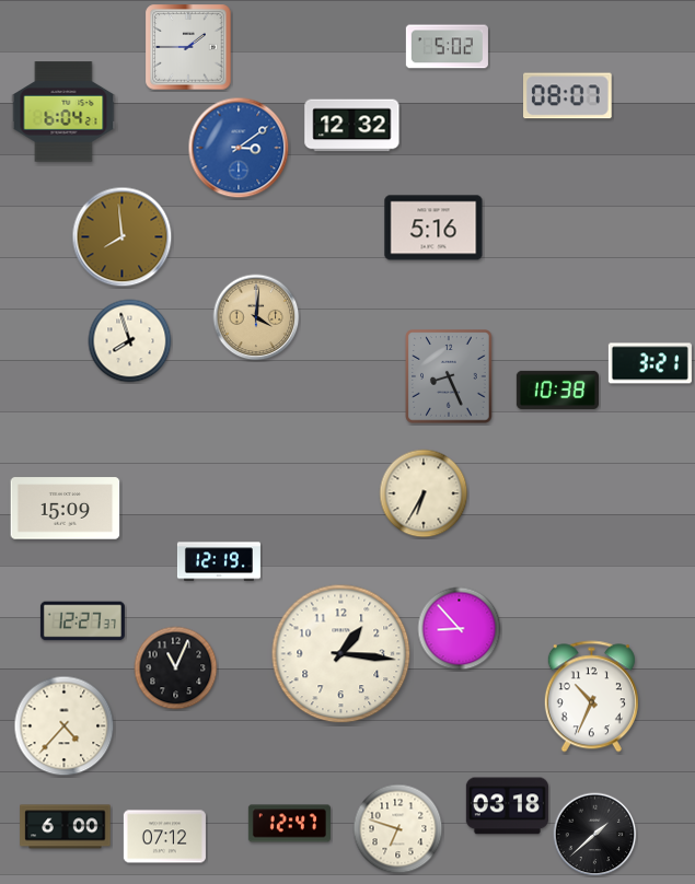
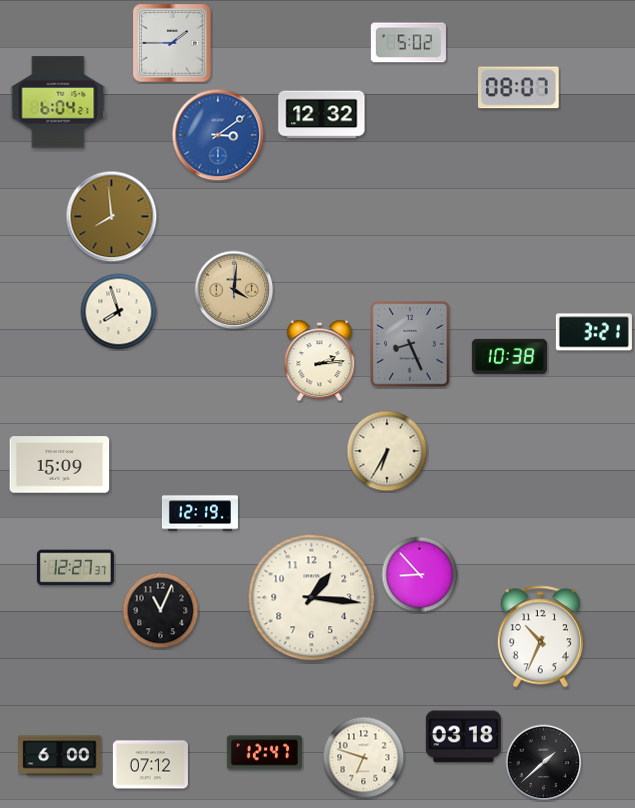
clock at (433, 228): 5:16 -> none
clock at (320, 361): none -> 2:14
clock at (65, 726): 4:37 -> none
